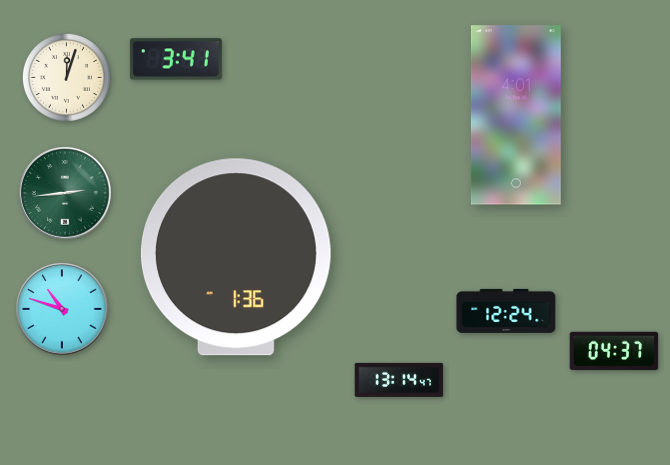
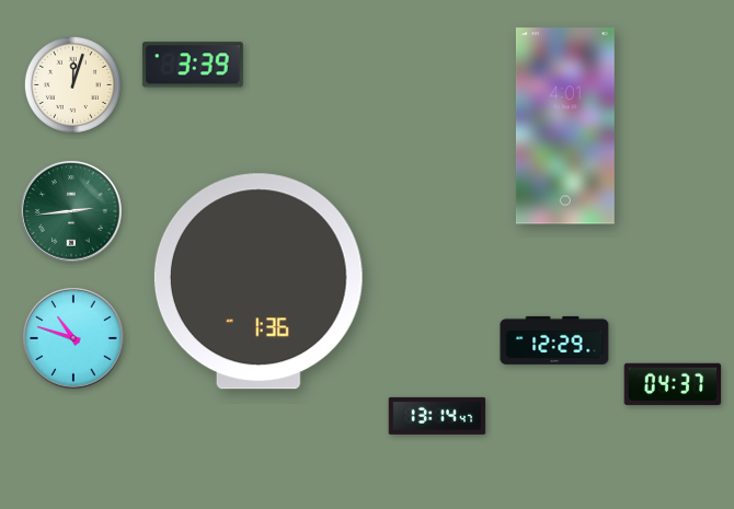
clock at (176, 59): 3:41 -> 3:39
clock at (62, 309) position: (62, 309) -> (73, 338)
clock at (506, 311): 12:24 -> 12:29
